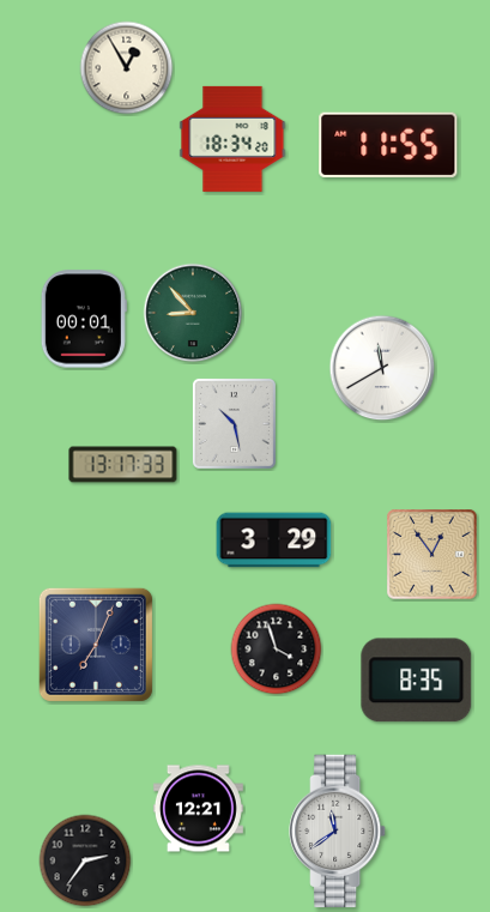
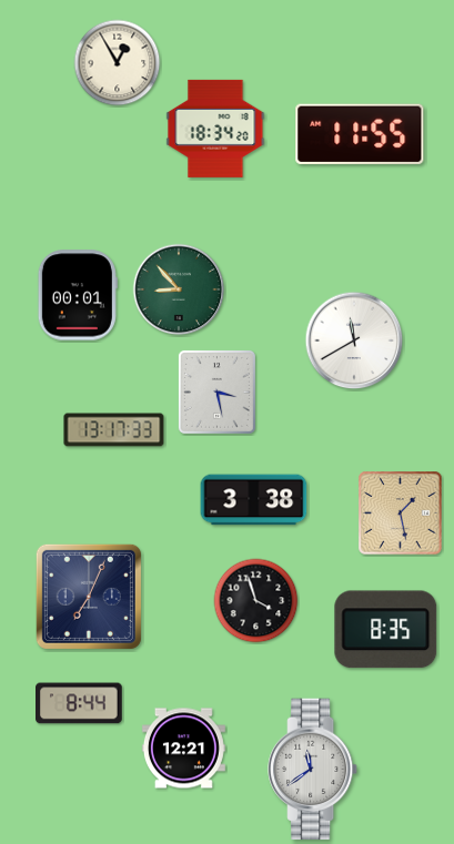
clock at (234, 423): 10:28 -> 3:28
clock at (274, 540): 3:29 -> 3:38
clock at (432, 555): 12:54 -> 1:28
clock at (80, 703): none -> 8:44
clock at (85, 860): 2:36 -> none
